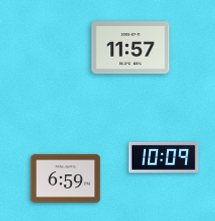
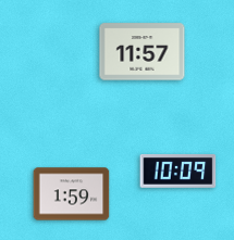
clock at (66, 179): 6:59 -> 1:59
